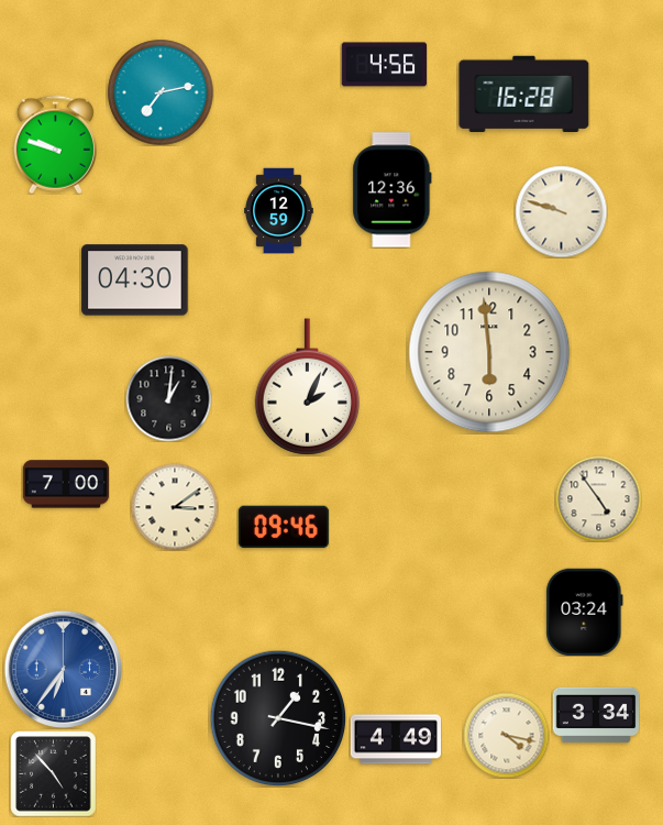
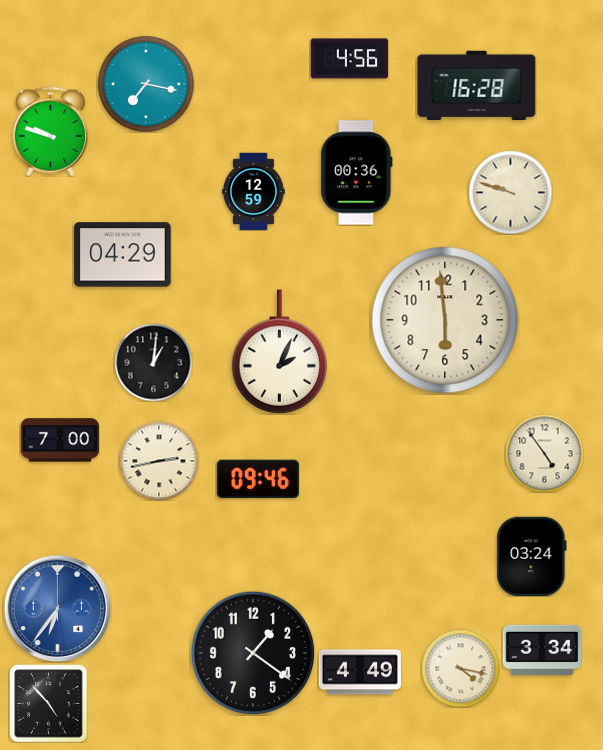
clock at (161, 92): 7:13 -> 7:17
clock at (393, 190): 12:36 -> 00:36
clock at (135, 280): 04:30 -> 04:29
clock at (175, 507): 3:09 -> 2:43
clock at (278, 718): 1:17 -> 1:21
